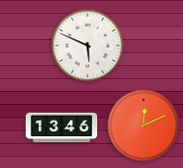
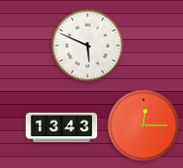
clock at (144, 126): 12:11 -> 12:15
clock at (62, 128): 13:46 -> 13:43
